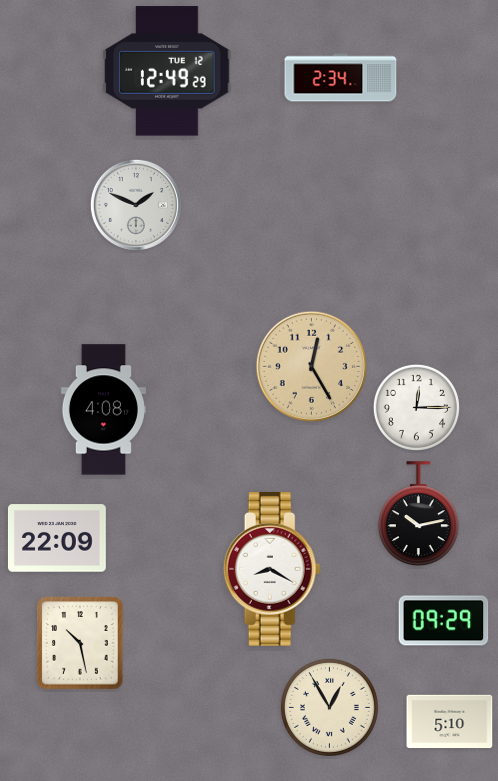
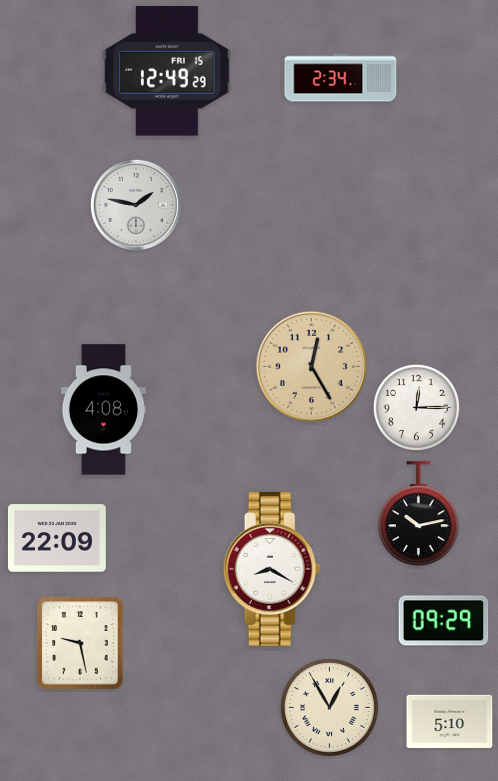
clock at (167, 71) date: TUE 12 -> FRI 15
clock at (136, 205): 1:49 -> 1:47
clock at (80, 643): 10:28 -> 9:28
